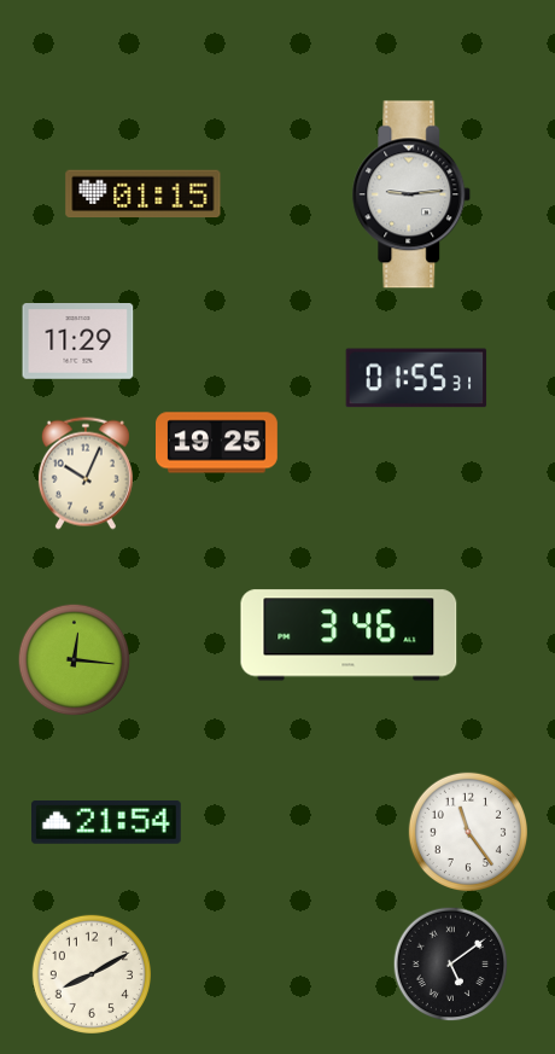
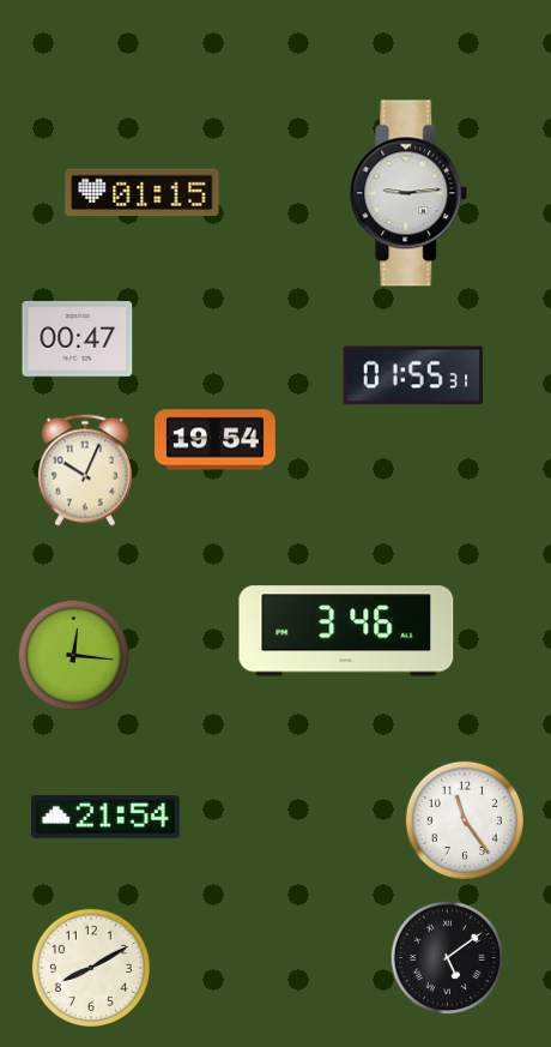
clock at (78, 342): 11:29 -> 00:47
clock at (217, 443): 19:25 -> 19:54
clock at (467, 831) position: (467, 831) -> (464, 819)
